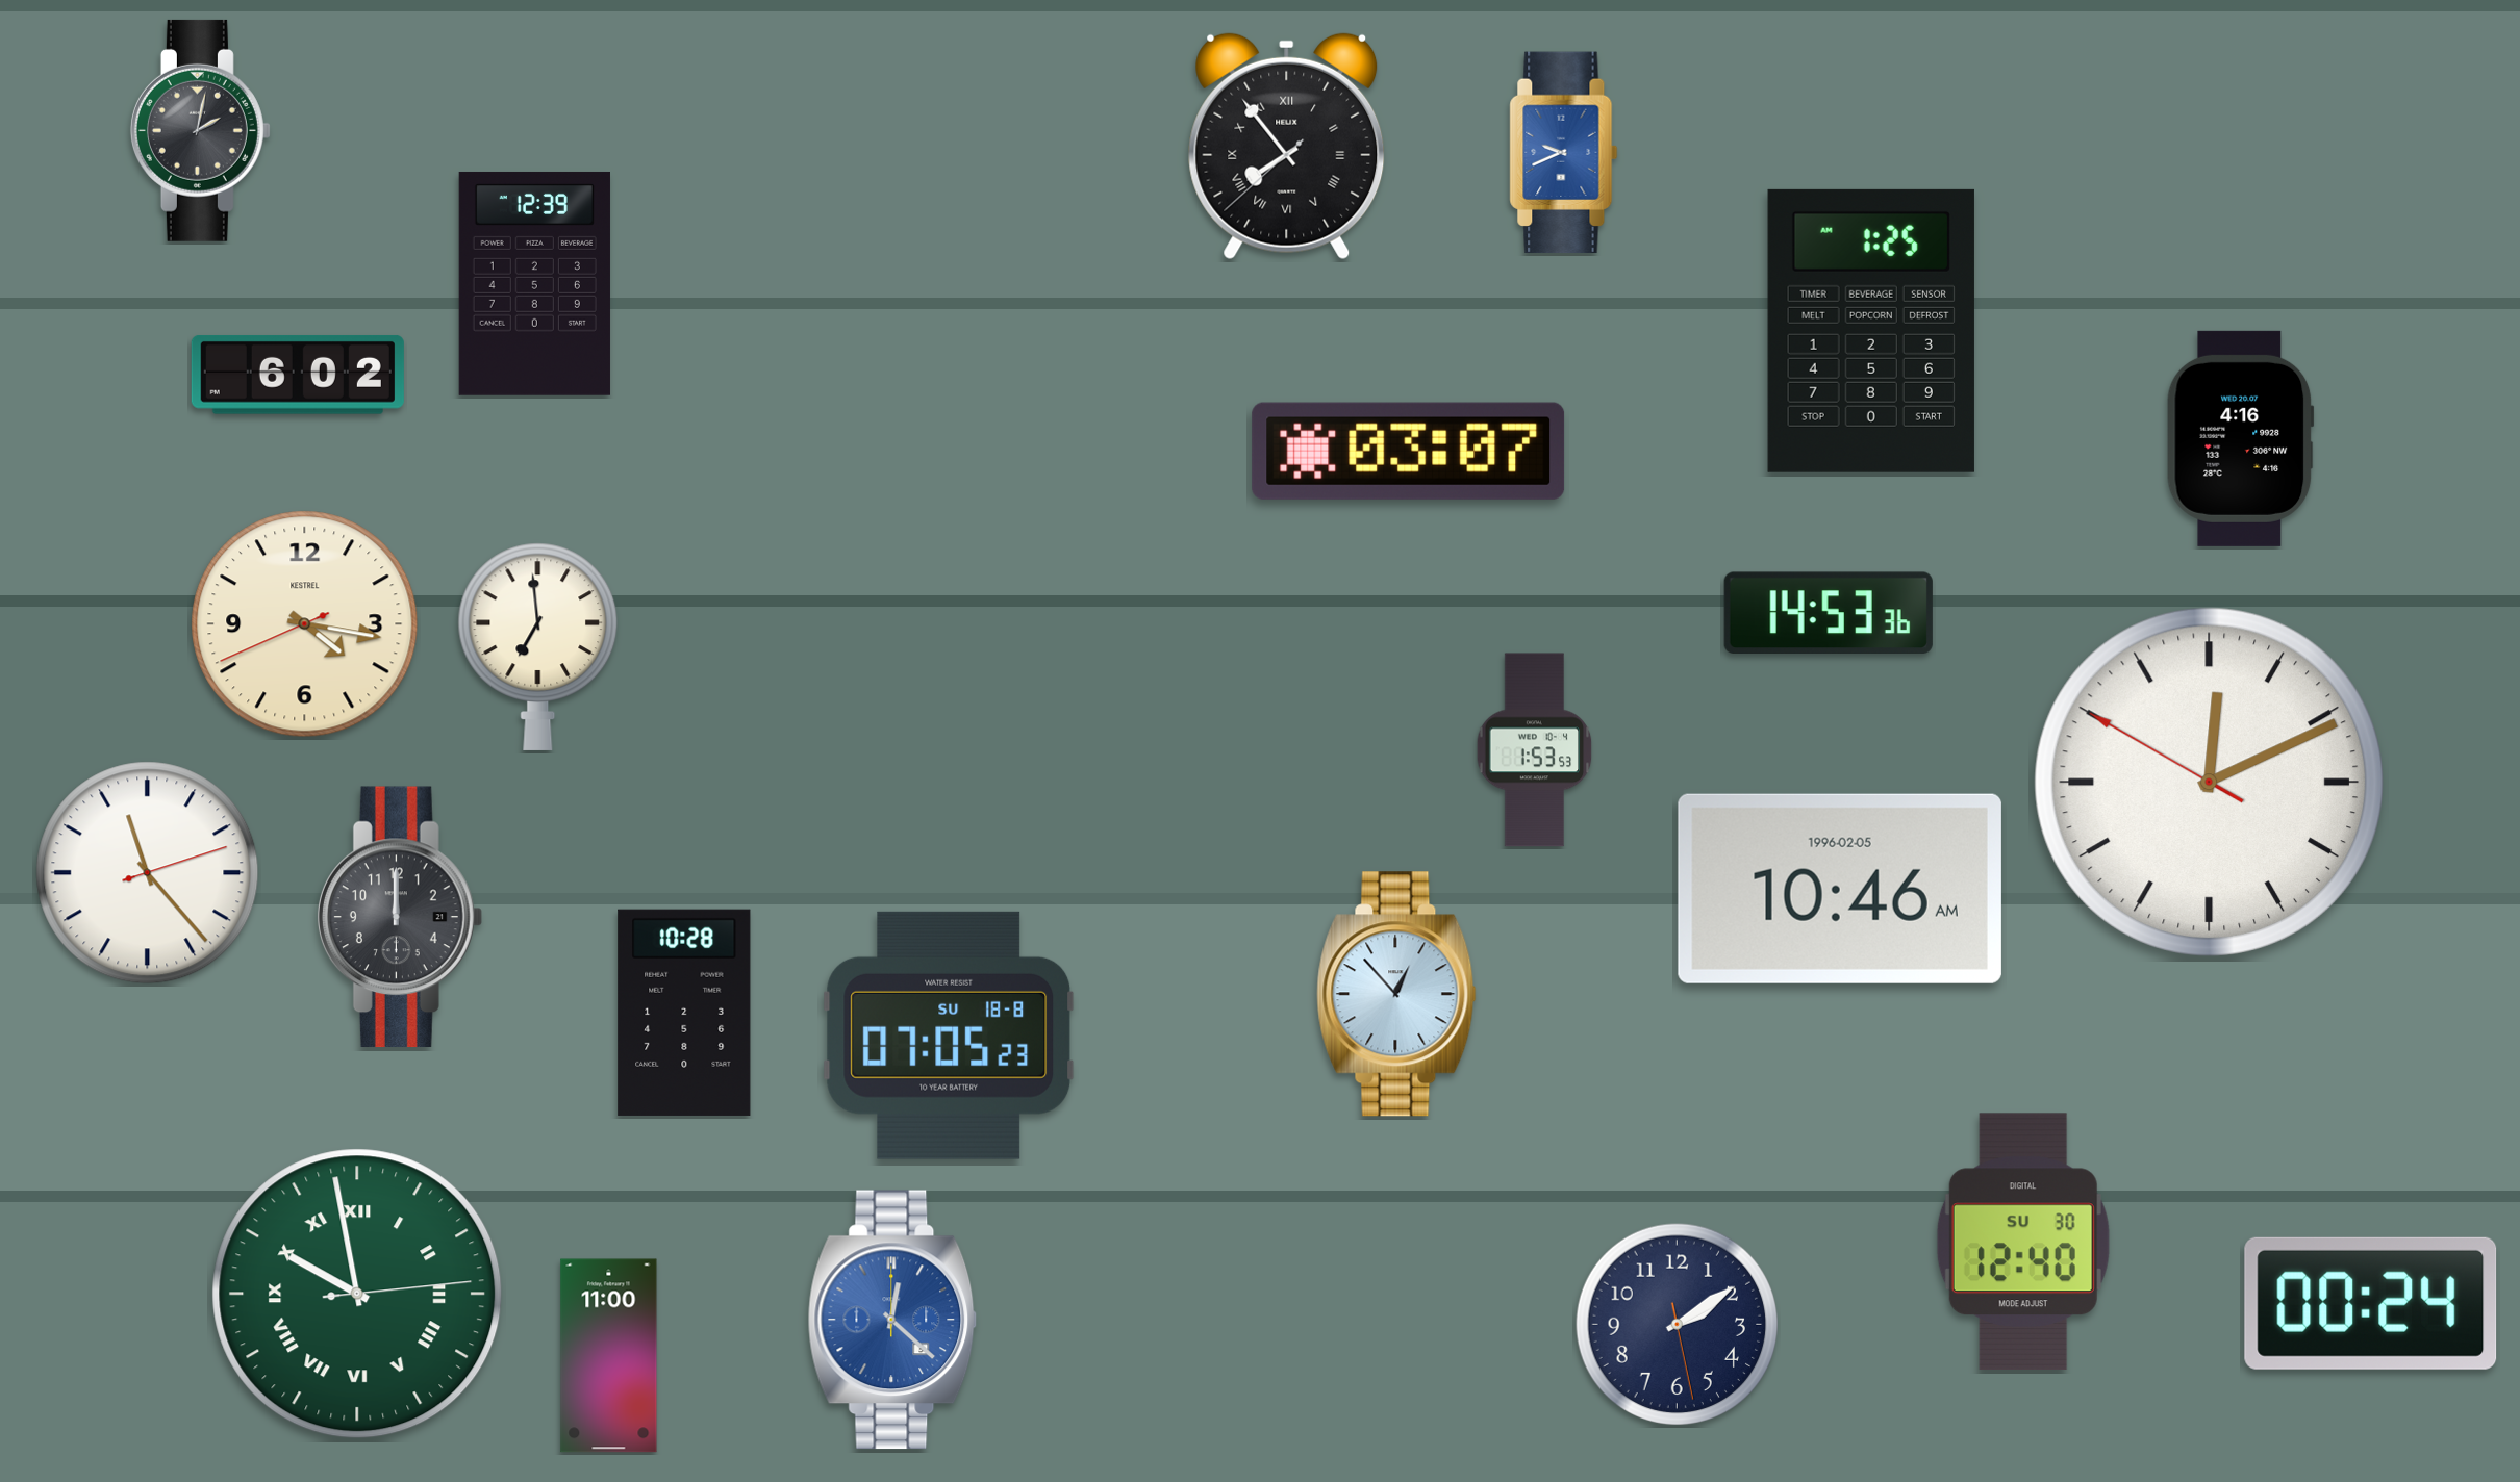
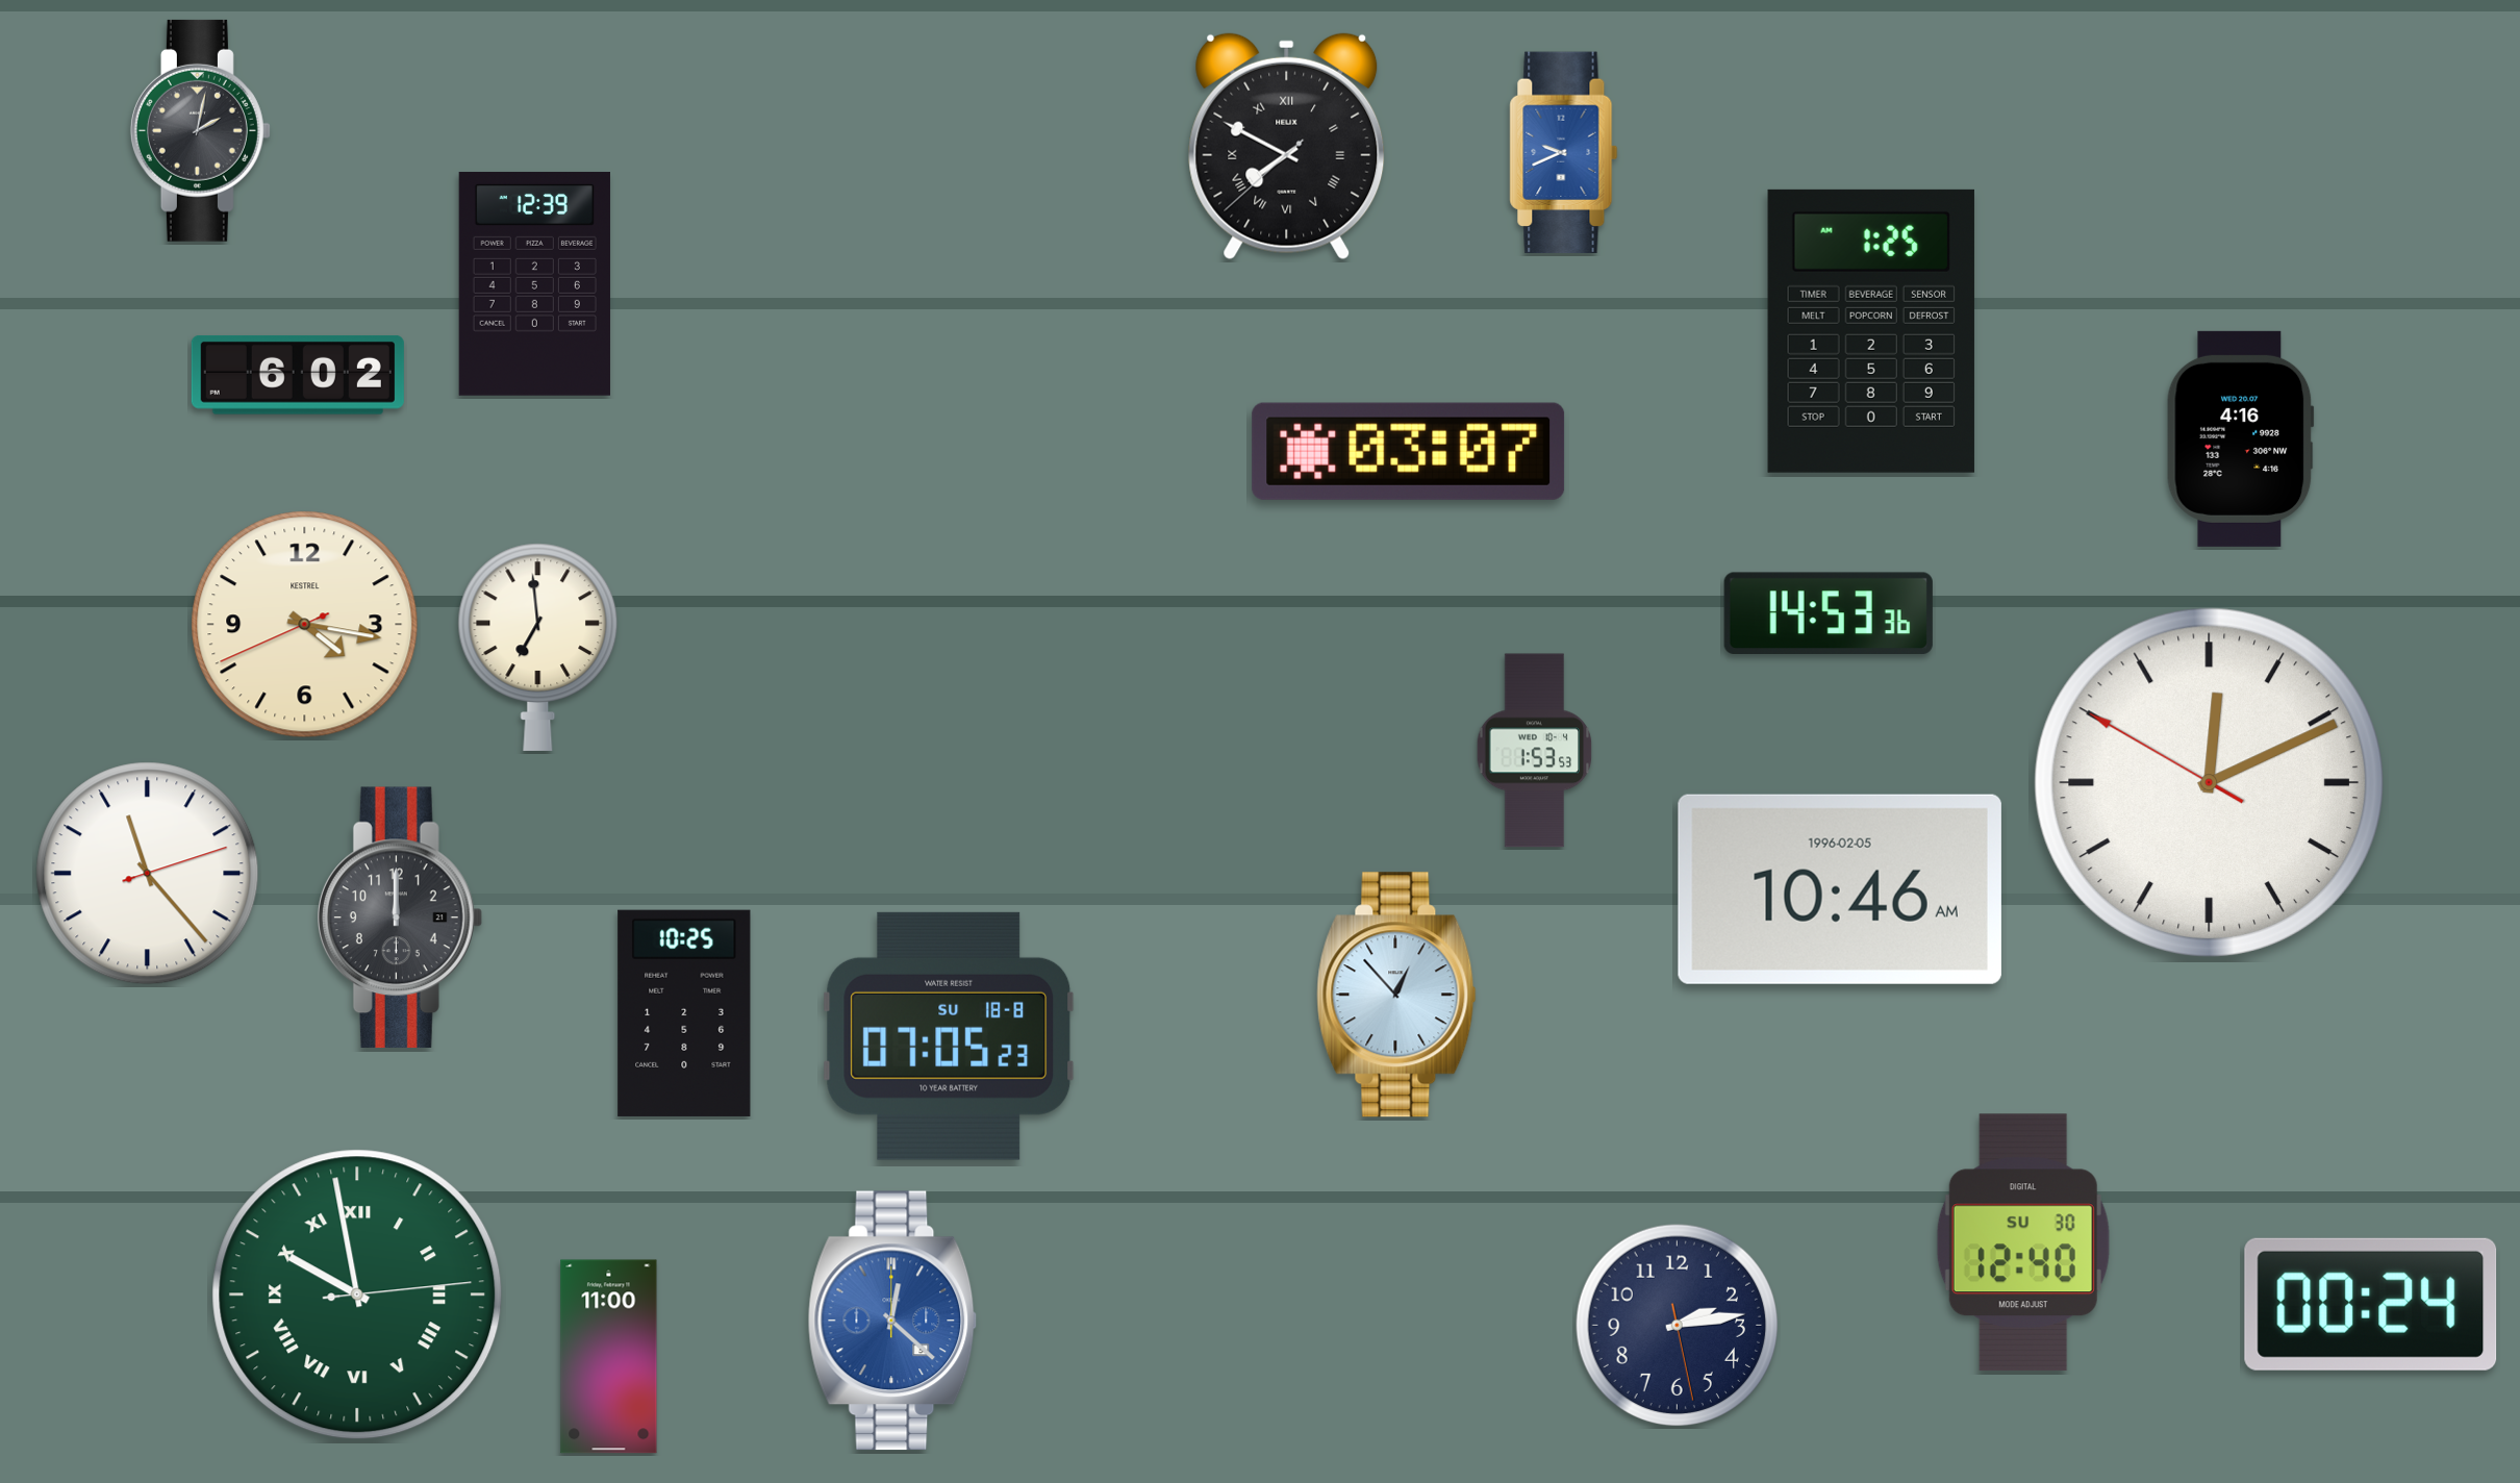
clock at (1287, 147): 7:53 -> 7:49
clock at (684, 1013): 10:28 -> 10:25
clock at (1678, 1325): 2:09 -> 2:13
